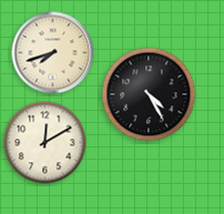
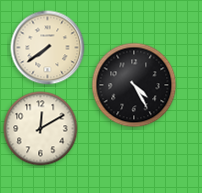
clock at (53, 53): 7:42 -> 7:39
